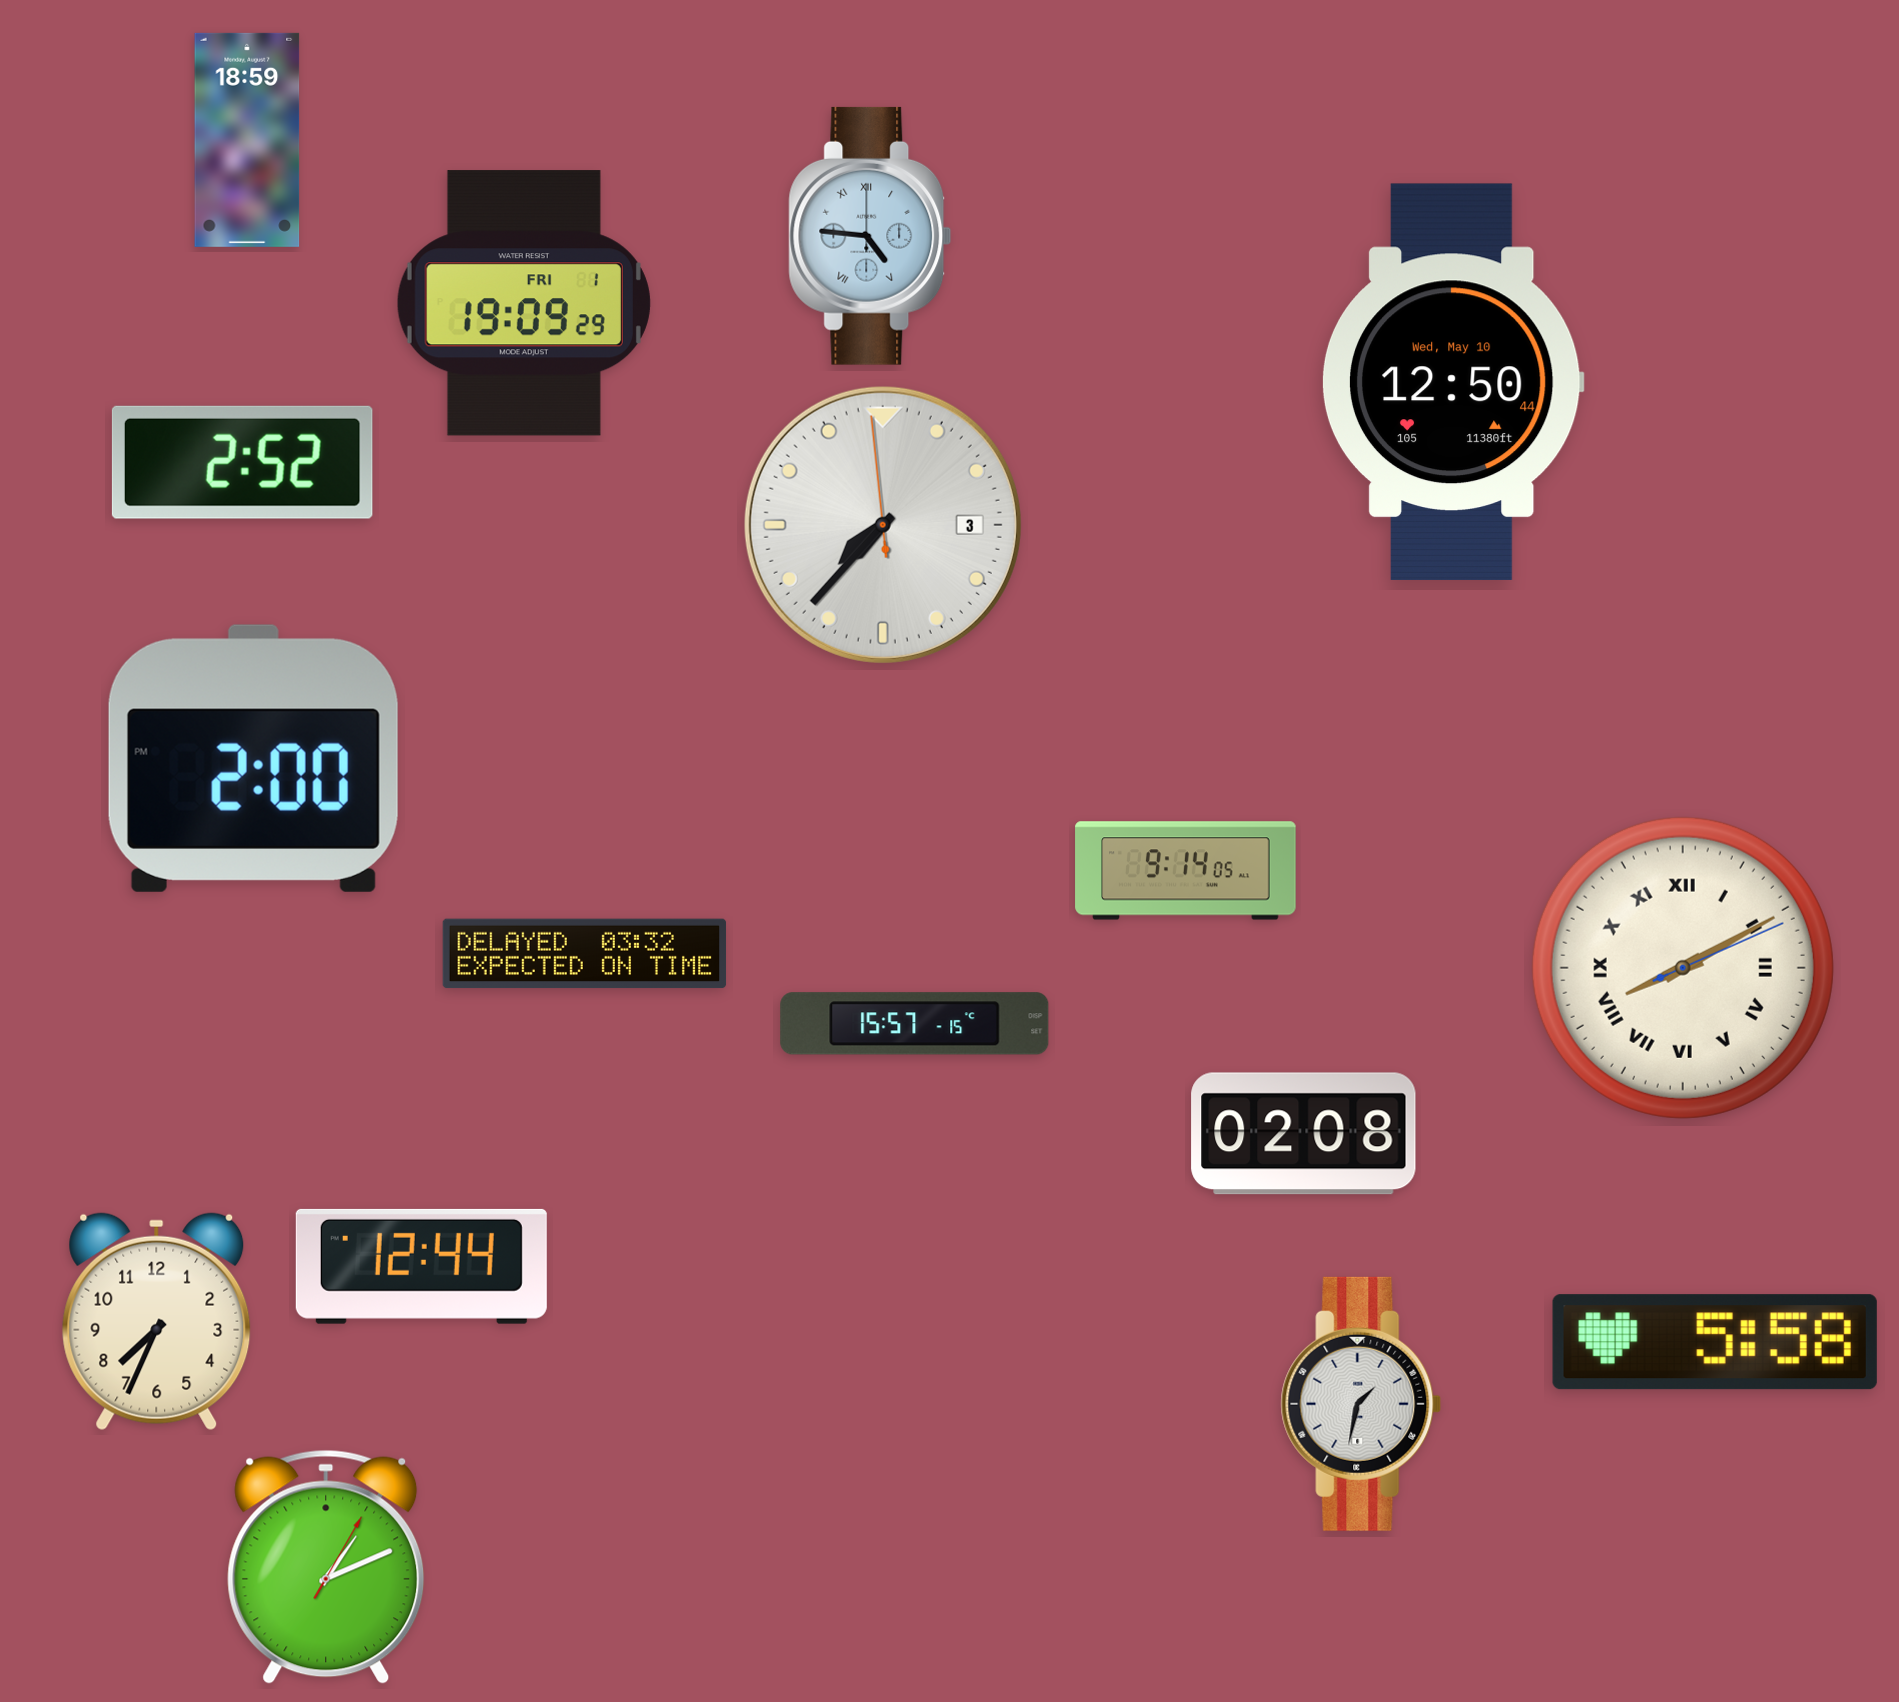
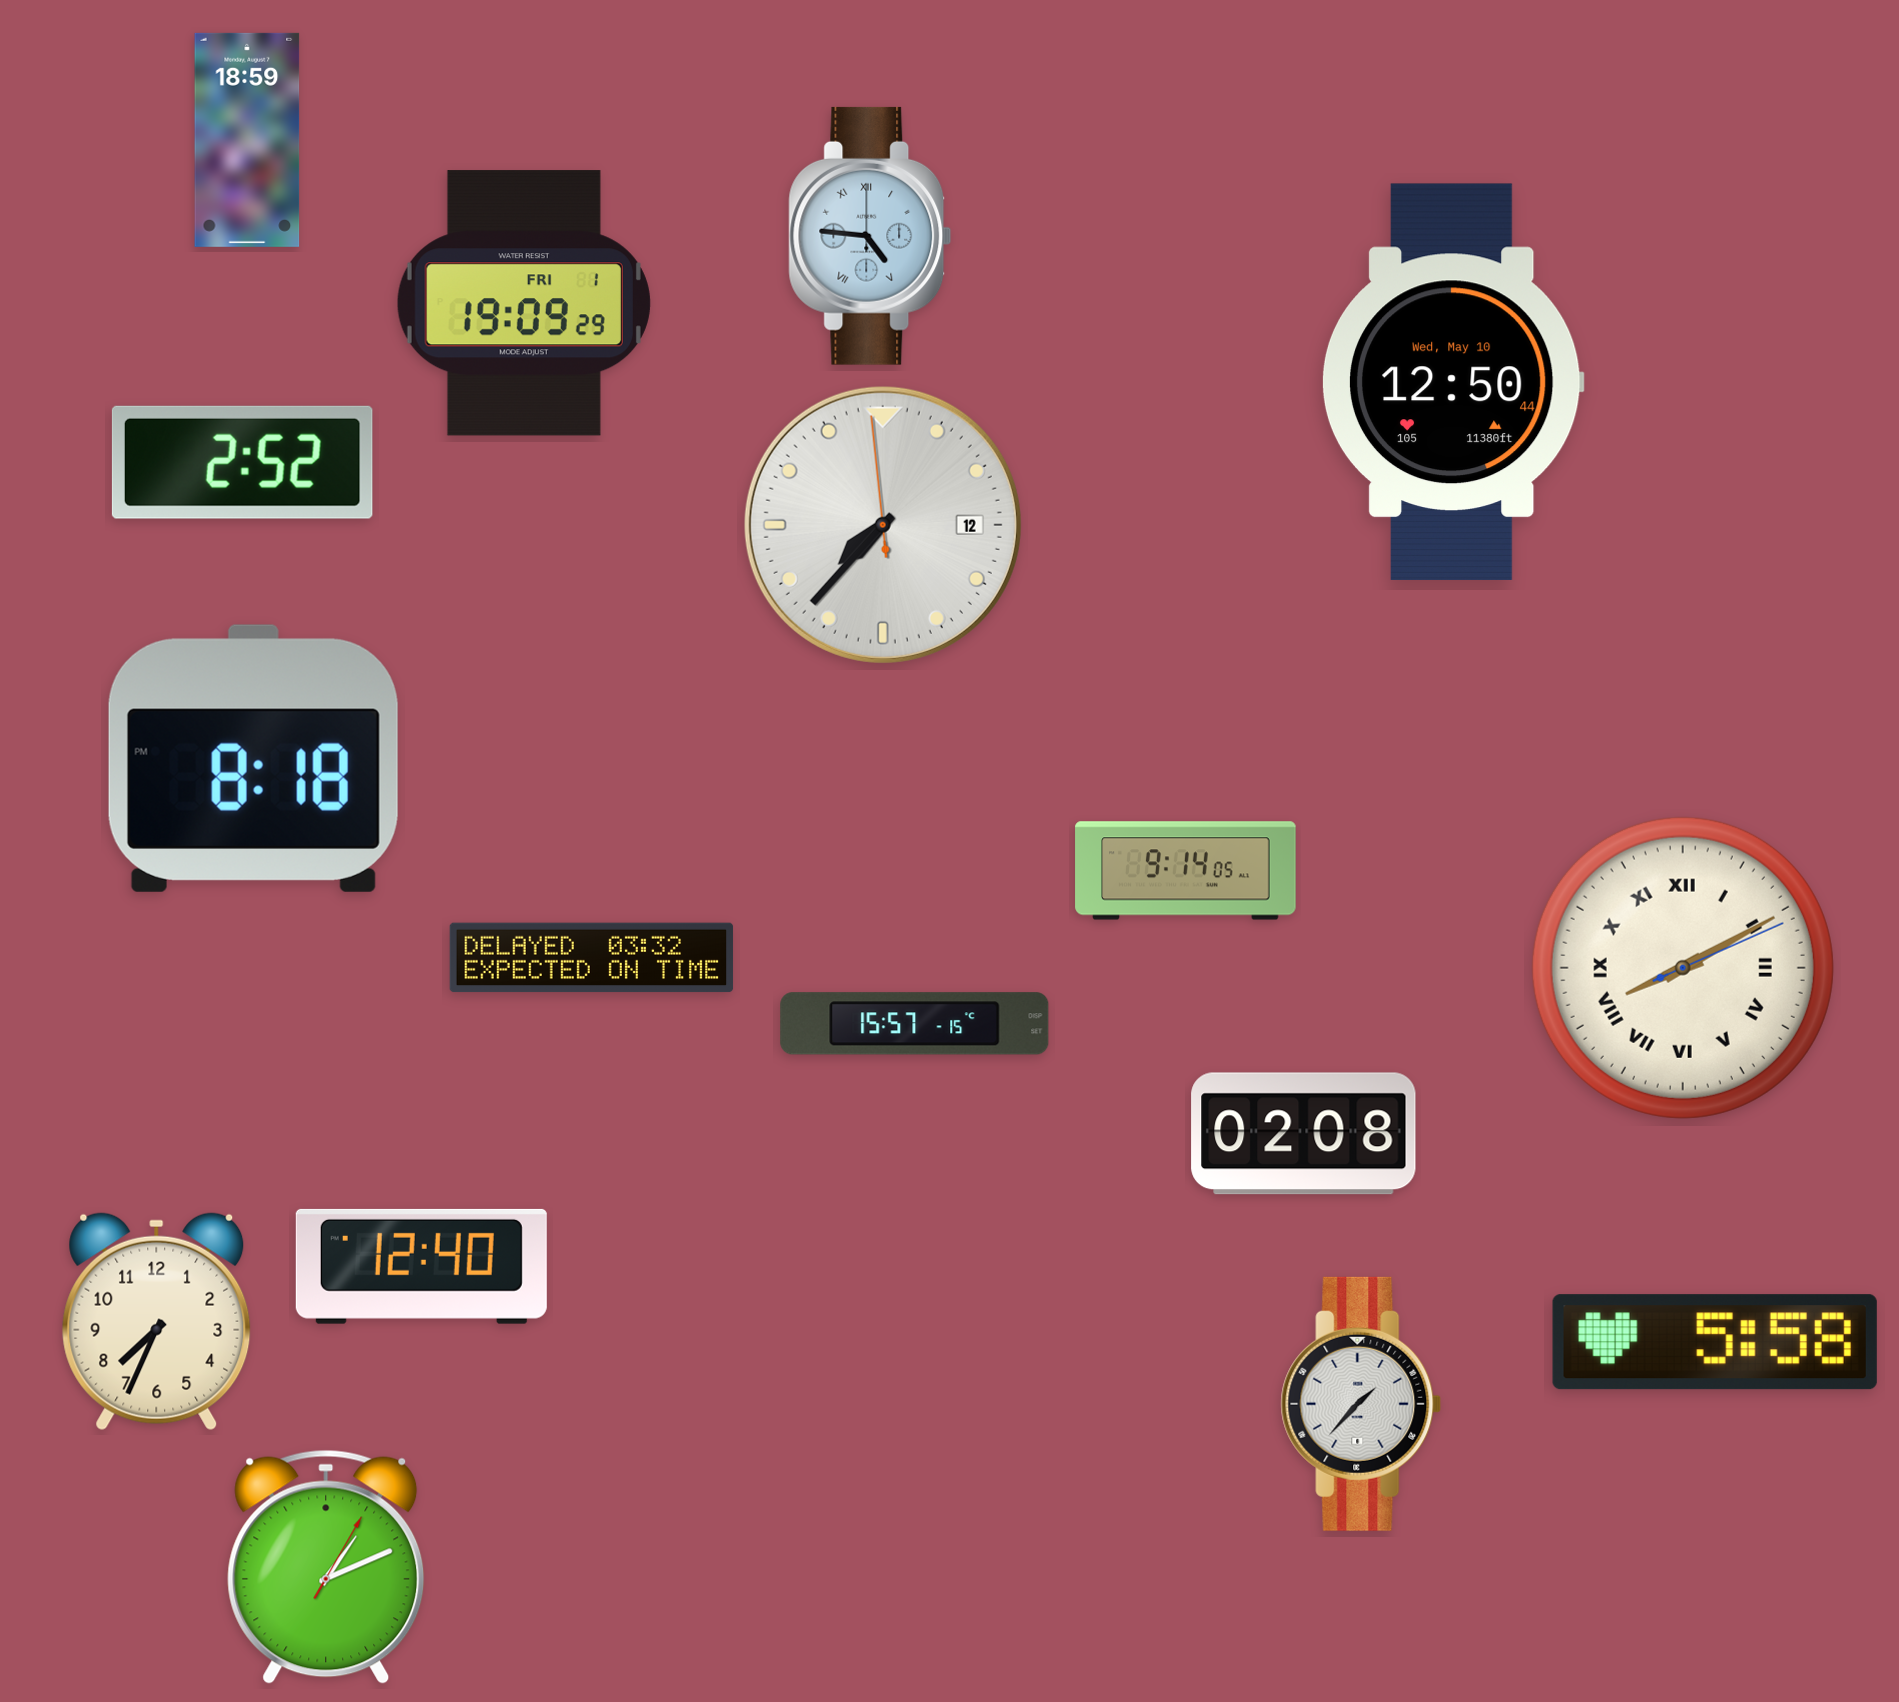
clock at (883, 525) date: 3 -> 12
clock at (253, 758): 2:00 -> 8:18
clock at (585, 954) position: (585, 954) -> (592, 958)
clock at (421, 1266): 12:44 -> 12:40
clock at (1361, 1404): 1:32 -> 1:37
